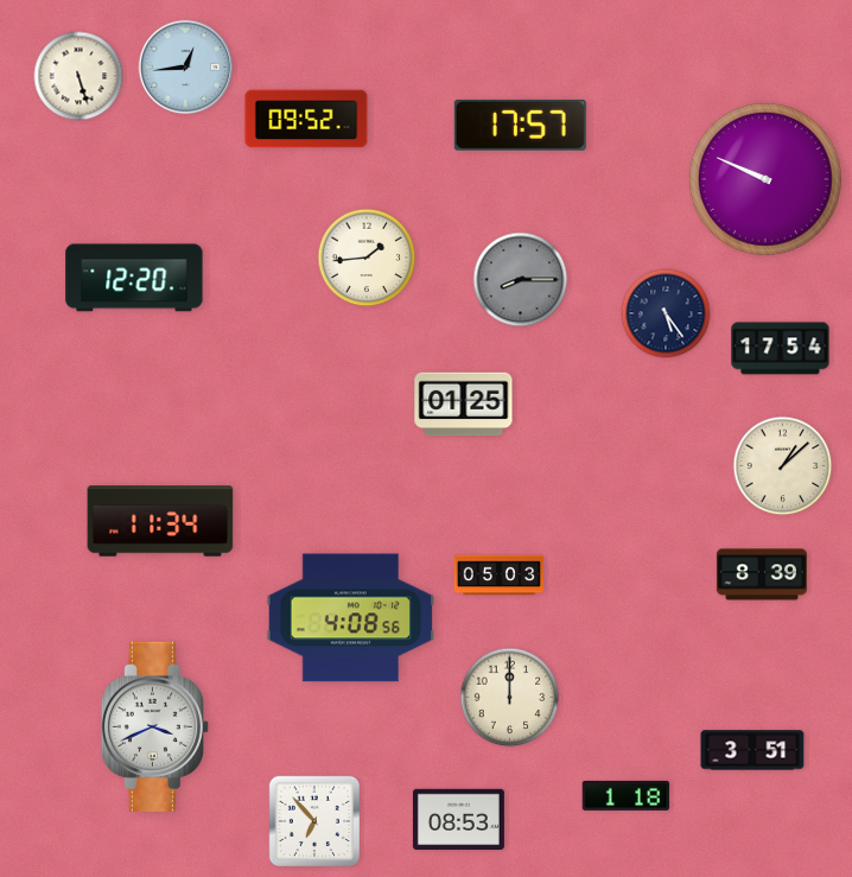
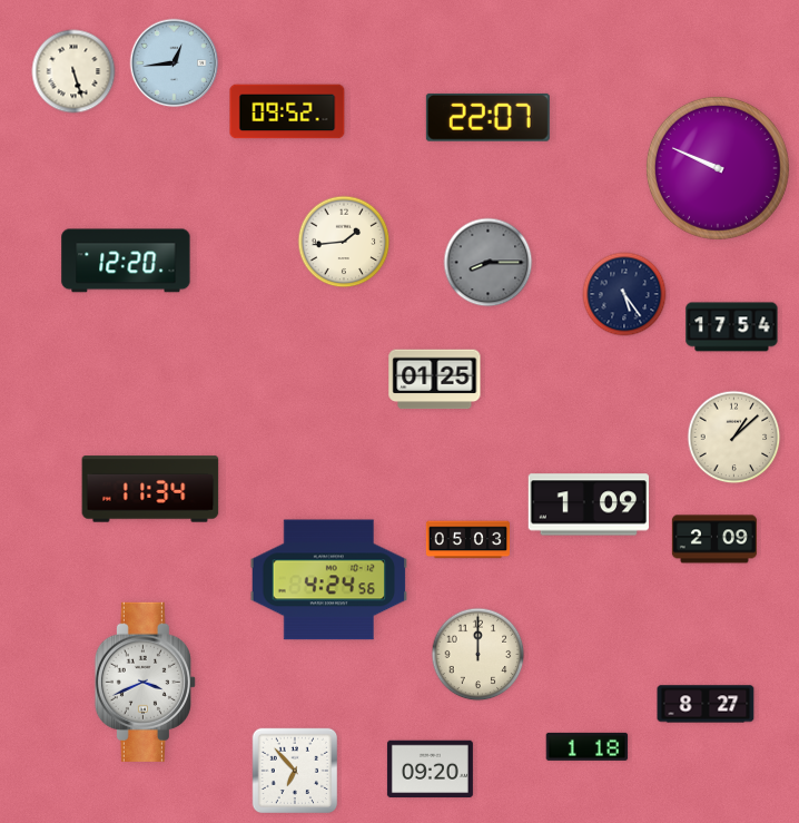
clock at (520, 125): 17:57 -> 22:07
clock at (588, 504): none -> 1:09
clock at (762, 574): 8:39 -> 2:09
clock at (351, 618): 4:08 -> 4:24
clock at (752, 750): 3:51 -> 8:27
clock at (458, 820): 08:53 -> 09:20
